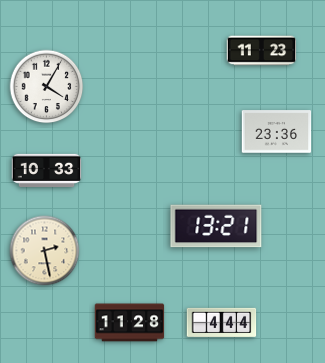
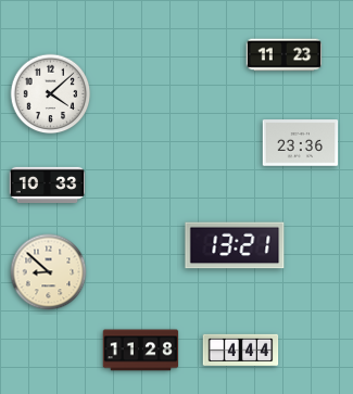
clock at (47, 87): 4:05 -> 4:08
clock at (47, 170) position: (47, 170) -> (48, 185)
clock at (45, 251): 2:28 -> 8:52
